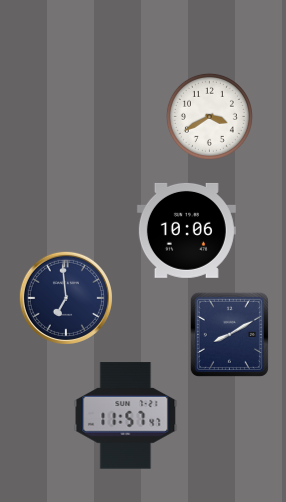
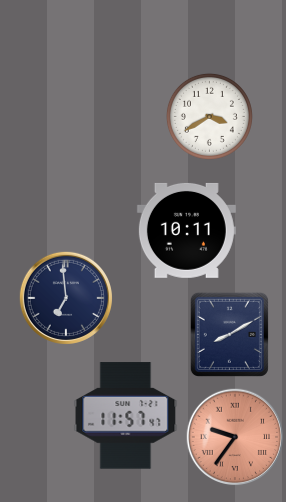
clock at (186, 230): 10:06 -> 10:11
clock at (235, 437): none -> 9:36
